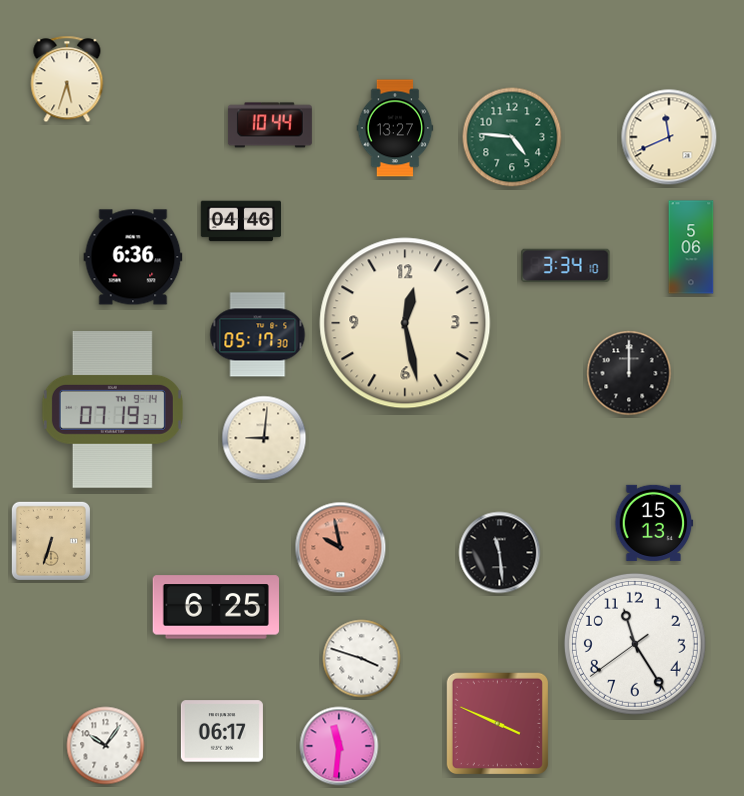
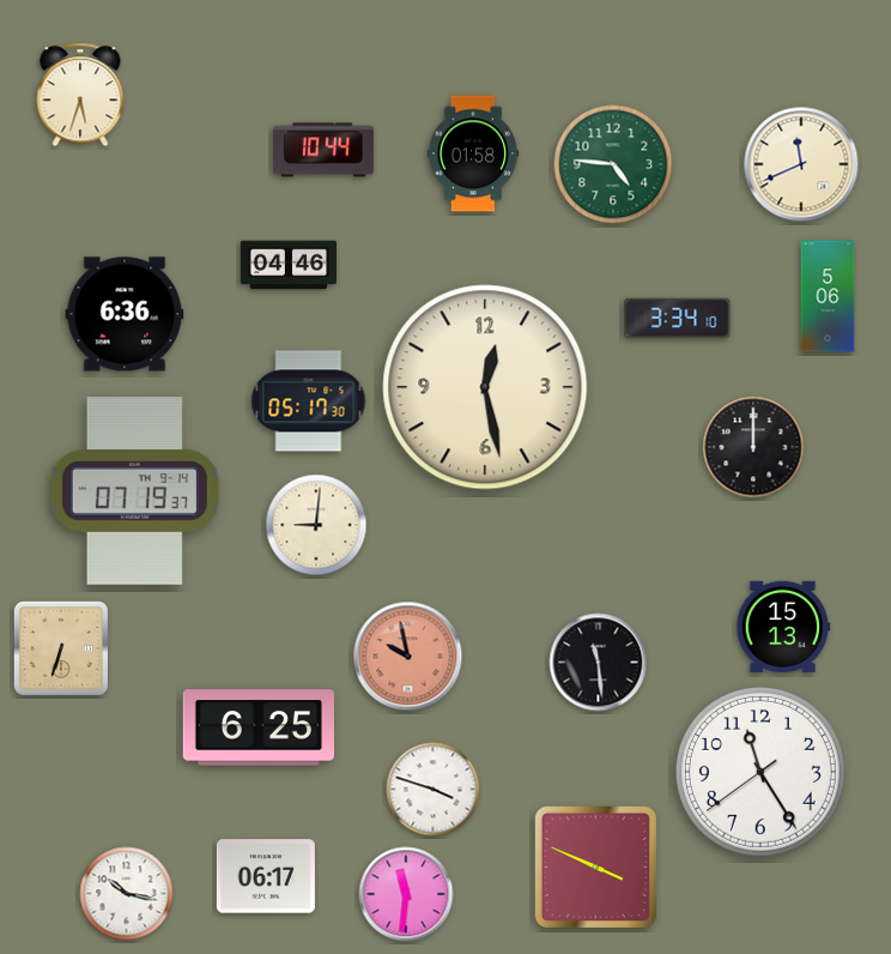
clock at (395, 128): 13:27 -> 01:58
clock at (133, 257) position: (133, 257) -> (125, 314)
clock at (106, 746): 10:06 -> 10:17
